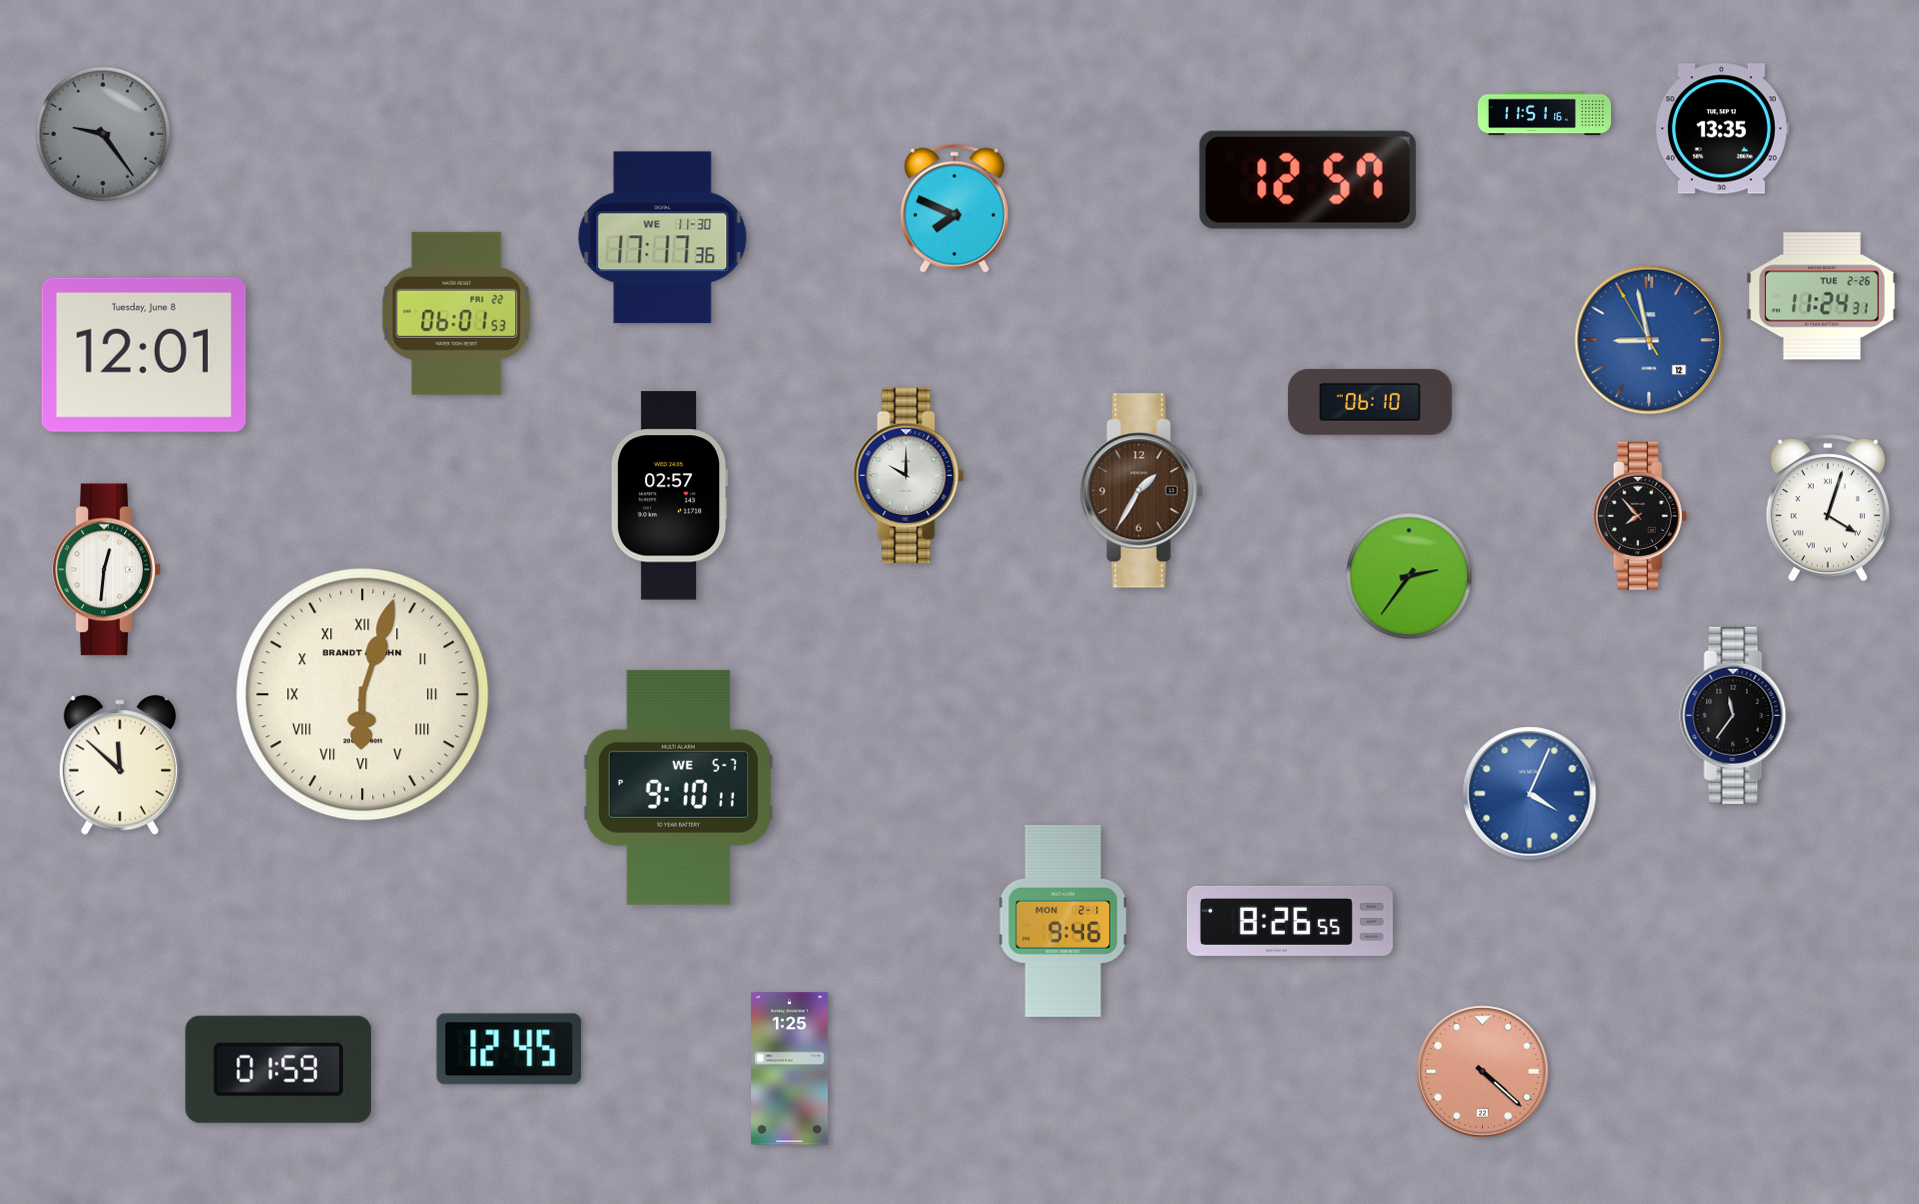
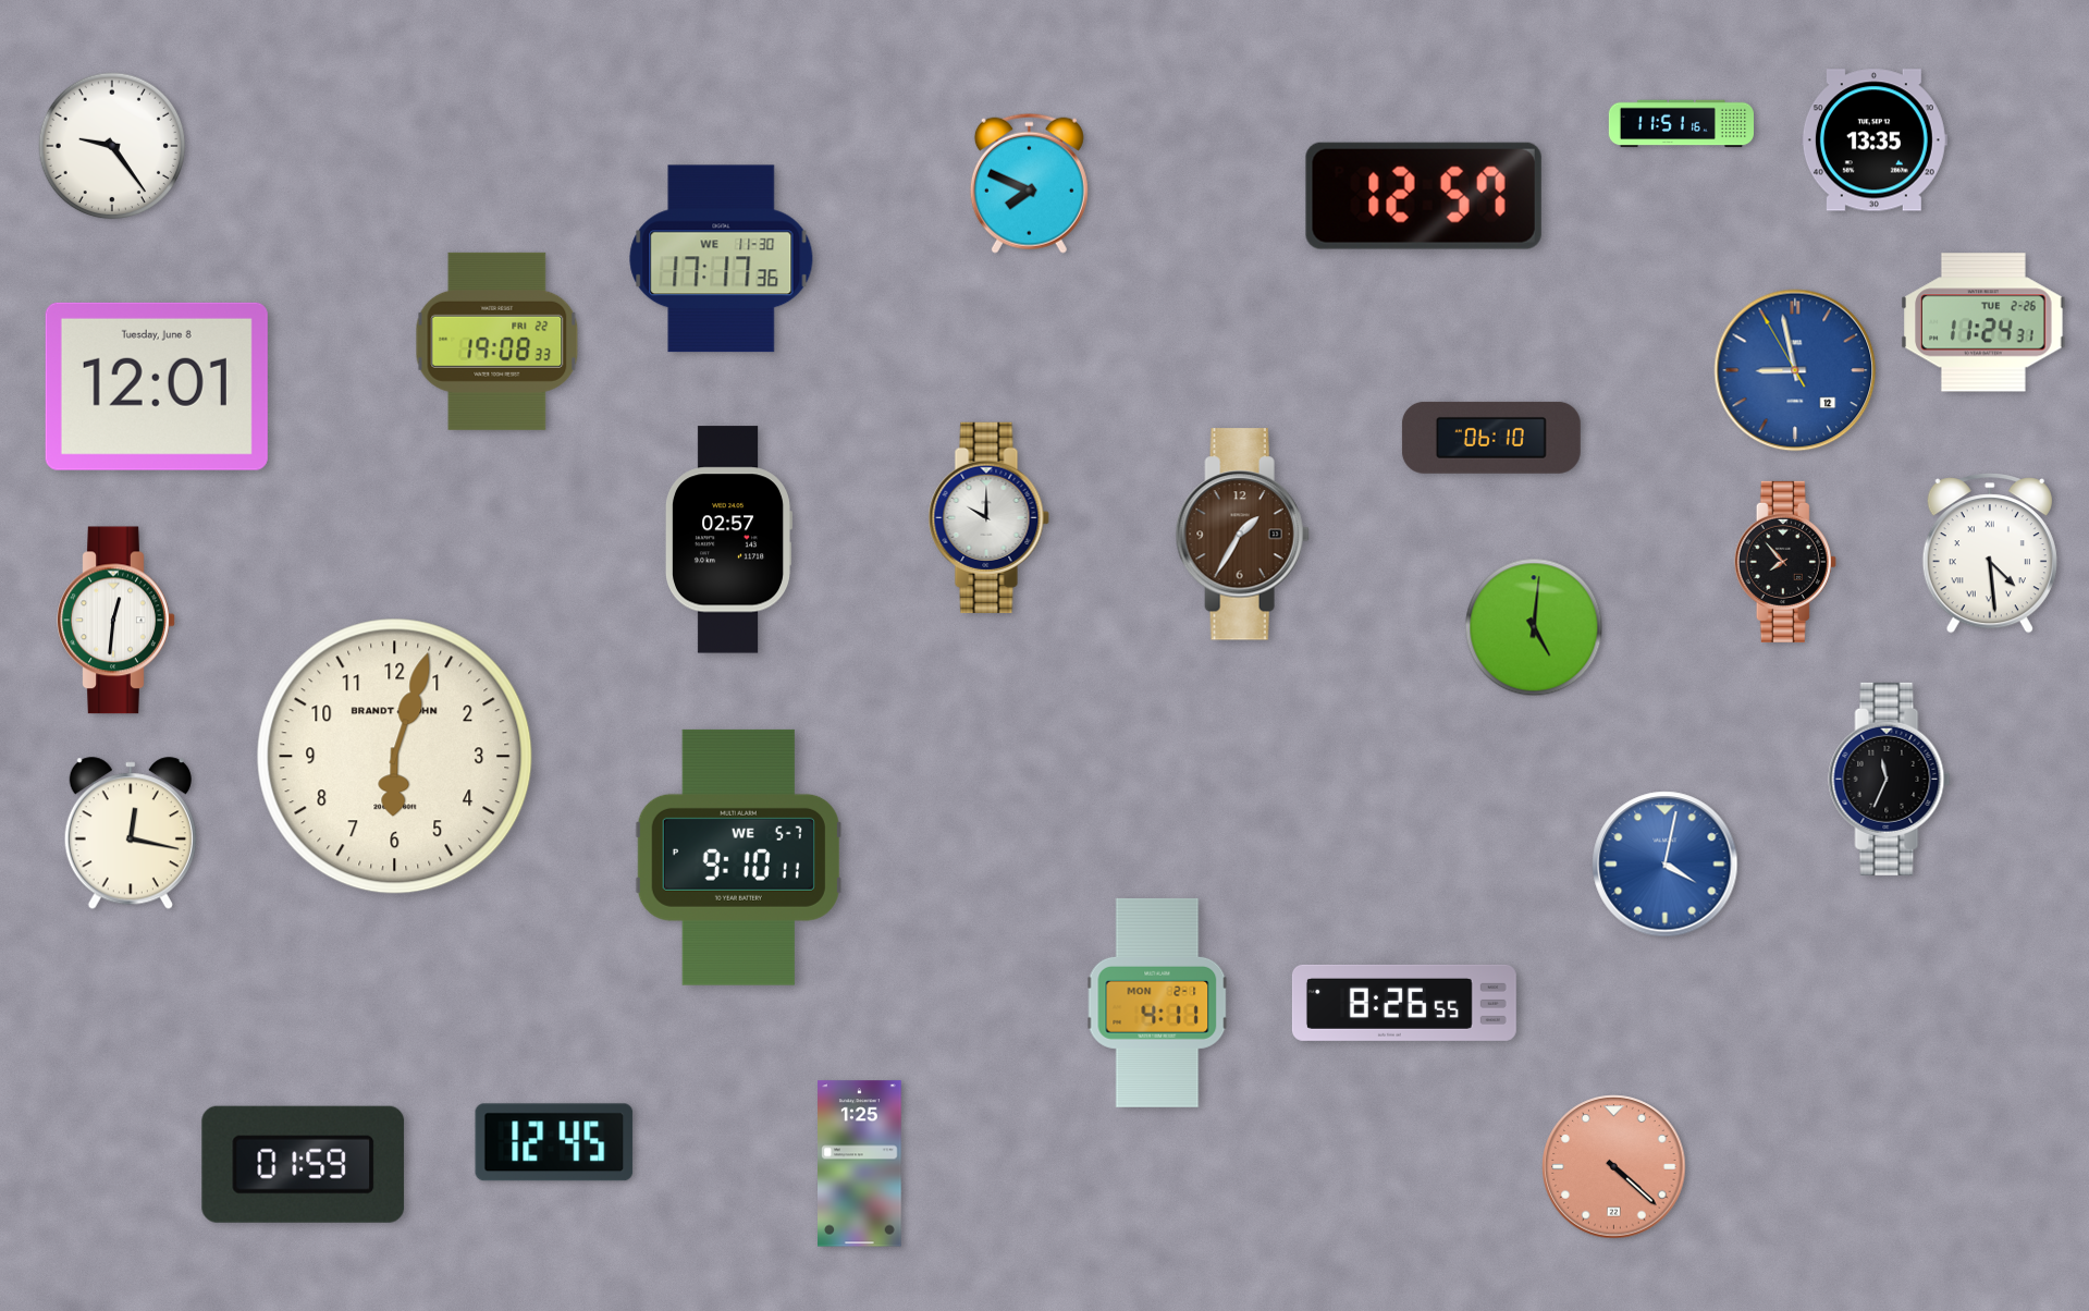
clock at (103, 134) dial: grey -> white
clock at (954, 208) position: (954, 208) -> (1029, 183)
clock at (457, 313): 06:01 -> 19:08
clock at (1828, 508): 4:03 -> 4:29
clock at (1409, 576): 2:36 -> 5:01
clock at (363, 695) numerals: Roman -> Arabic
clock at (1736, 715): 11:36 -> 11:34
clock at (120, 766): 11:52 -> 12:17
clock at (1530, 794): 4:04 -> 4:02
clock at (1063, 921): 9:46 -> 4:11
